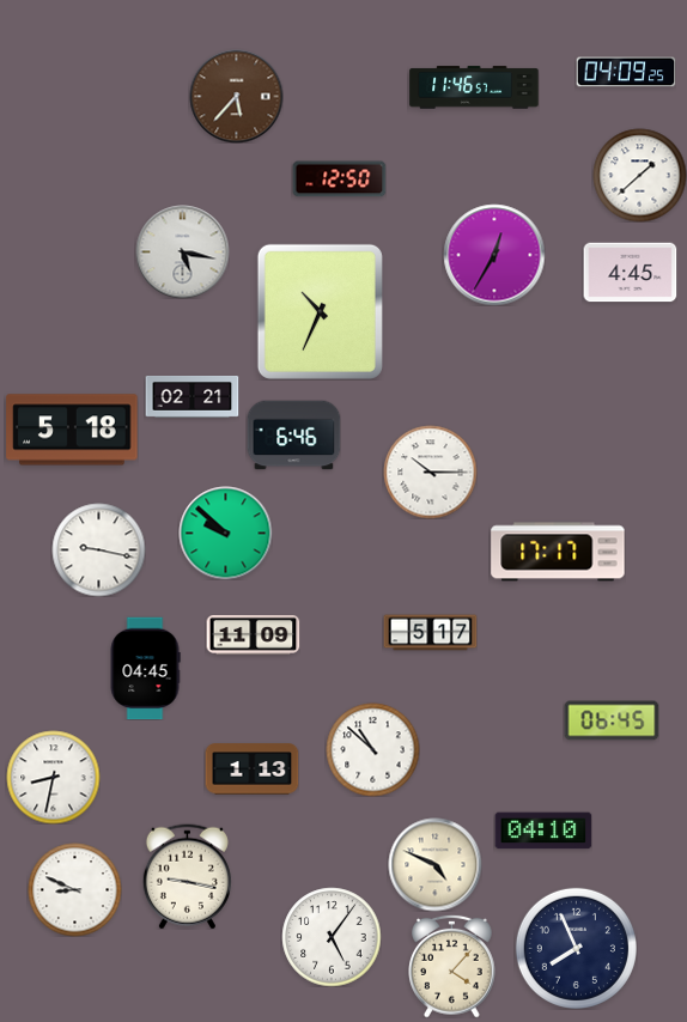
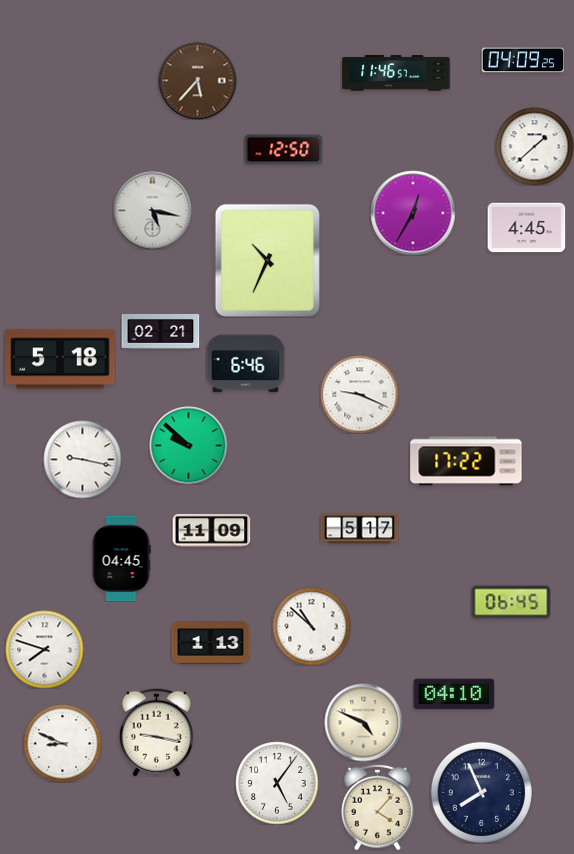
clock at (430, 472): 10:15 -> 9:19
clock at (558, 552): 17:17 -> 17:22
clock at (53, 777): 8:32 -> 7:48
